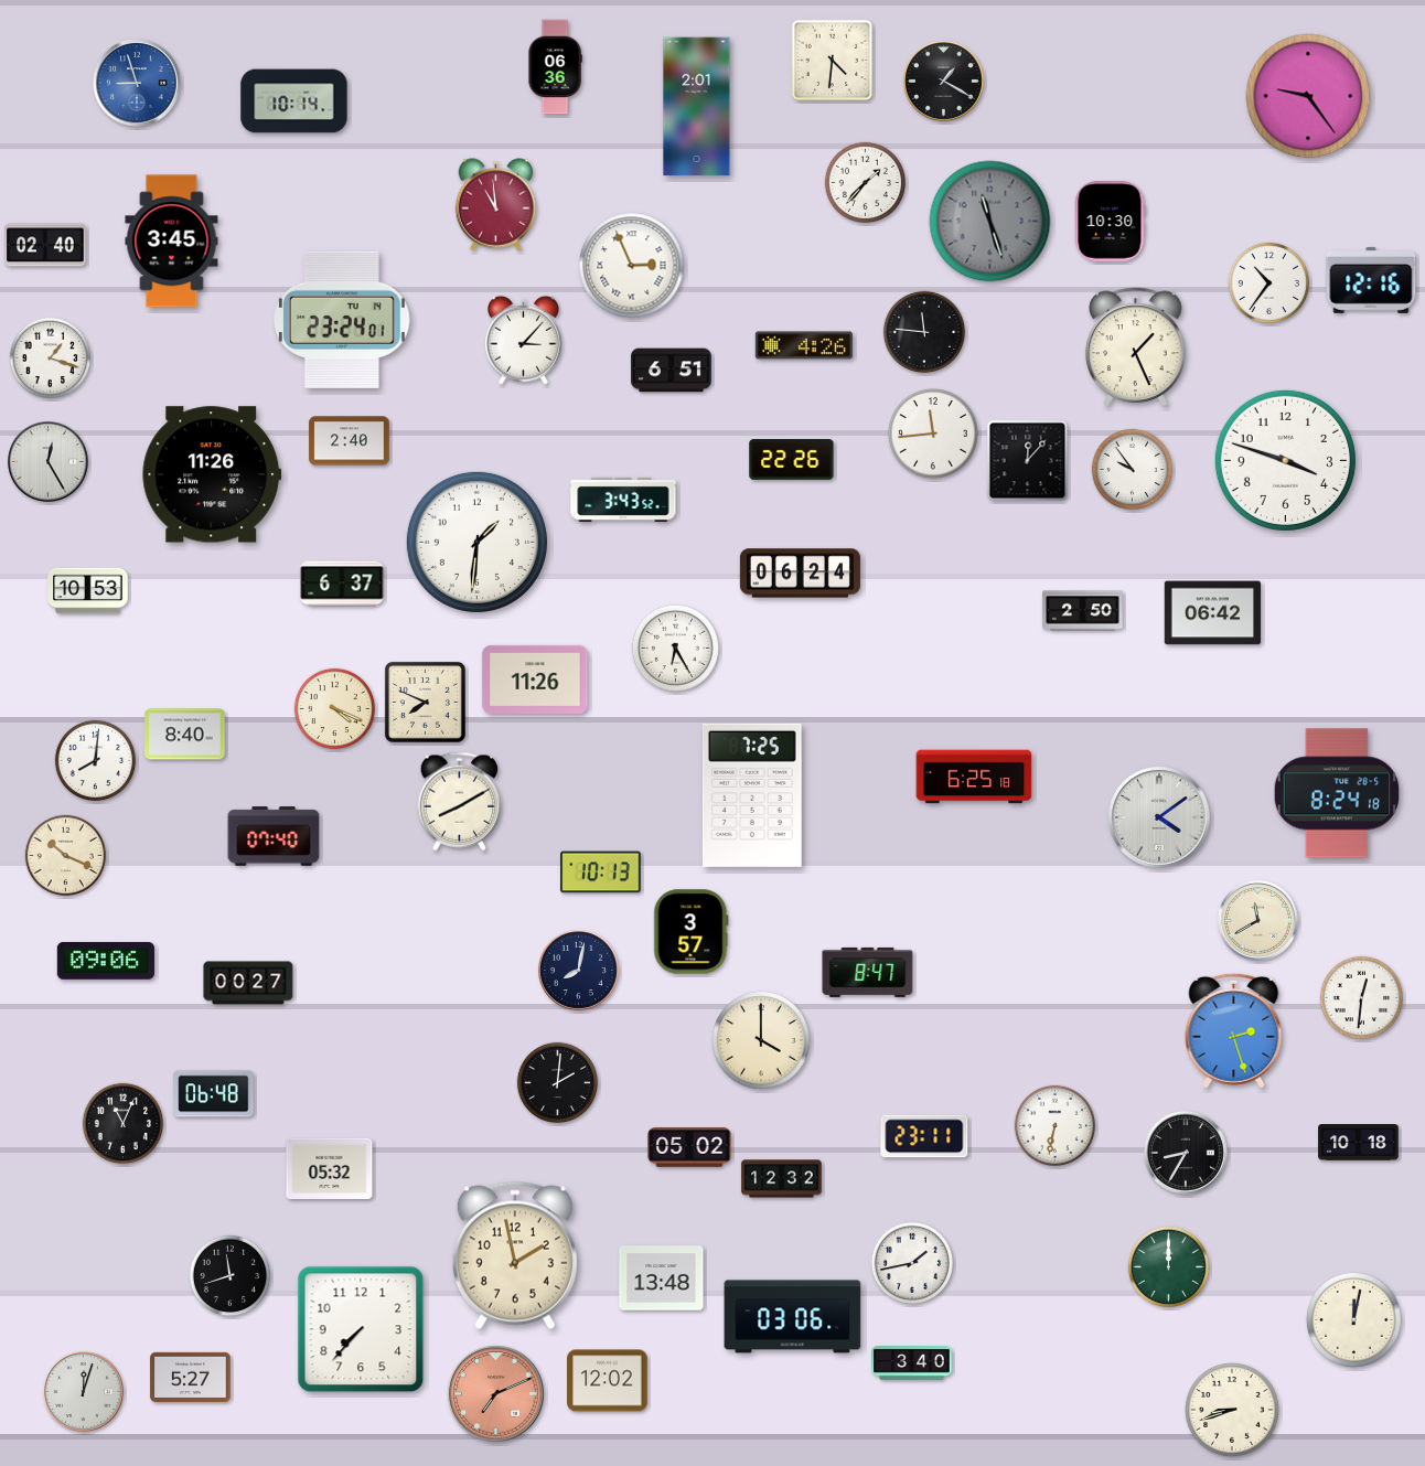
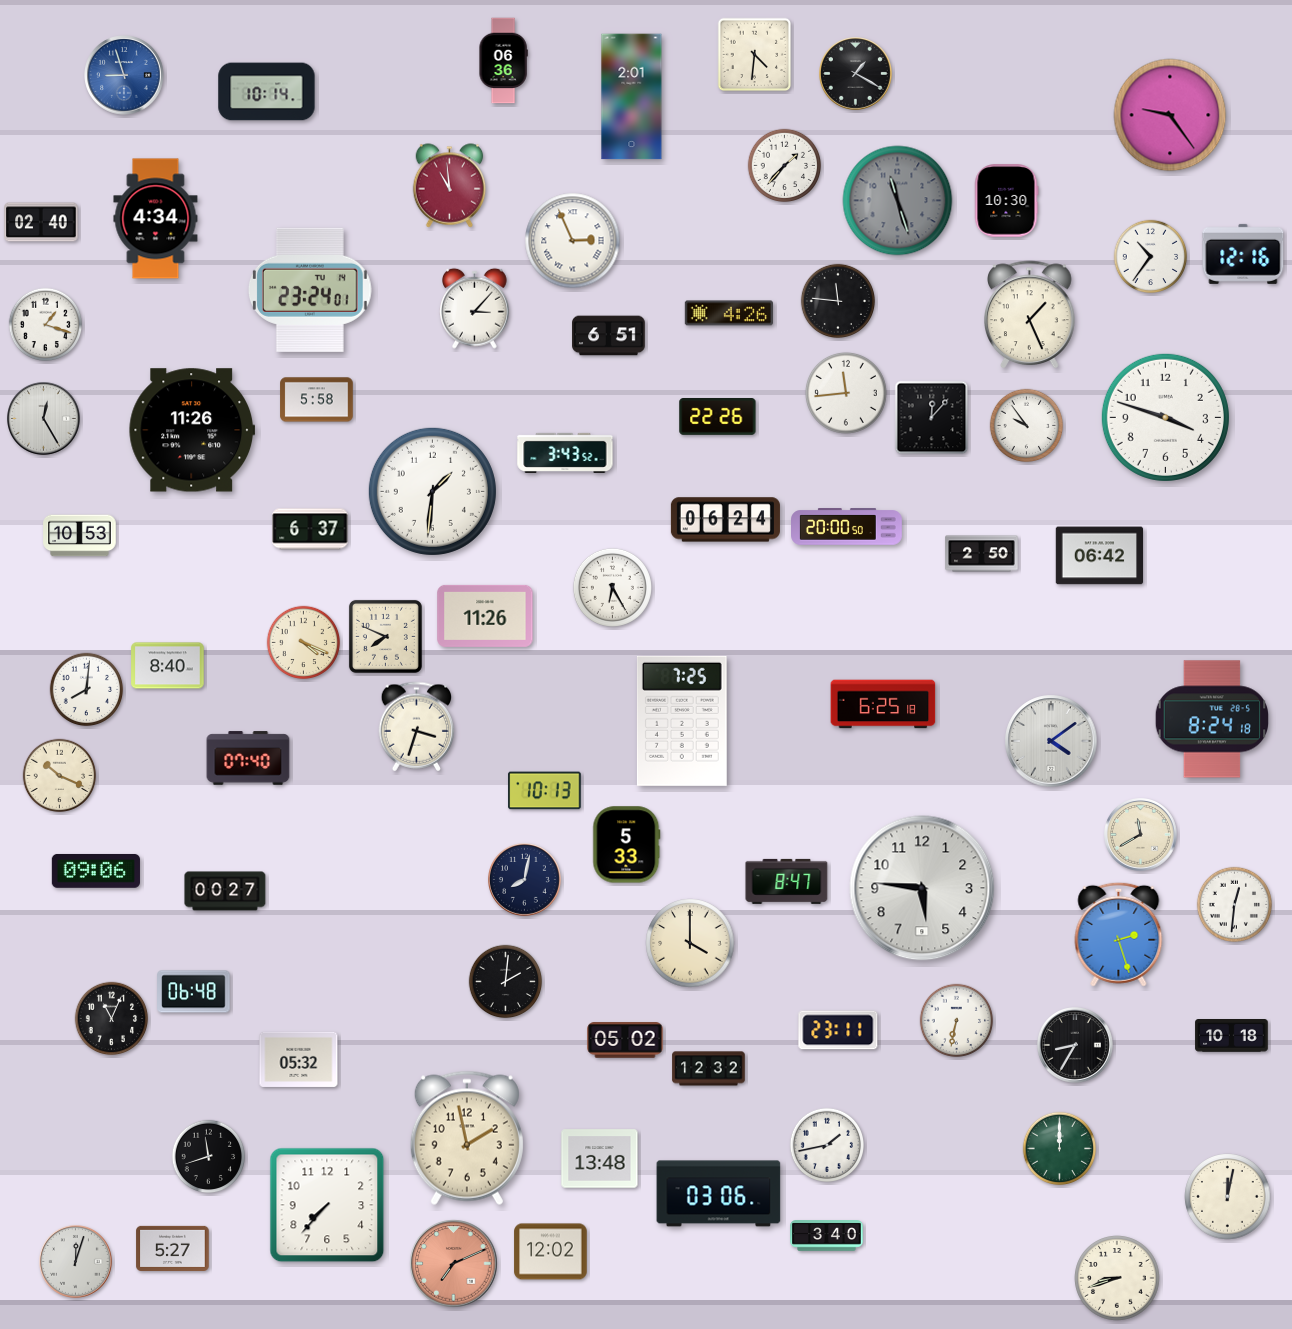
clock at (1308, 96) position: (1308, 96) -> (1170, 115)
clock at (172, 242): 3:45 -> 4:34
clock at (350, 441): 2:40 -> 5:58
clock at (847, 527): none -> 20:00
clock at (460, 802): 8:10 -> 3:33
clock at (692, 932): 3:57 -> 5:33
clock at (922, 888): none -> 5:46
clock at (496, 1394) position: (496, 1394) -> (454, 1264)
